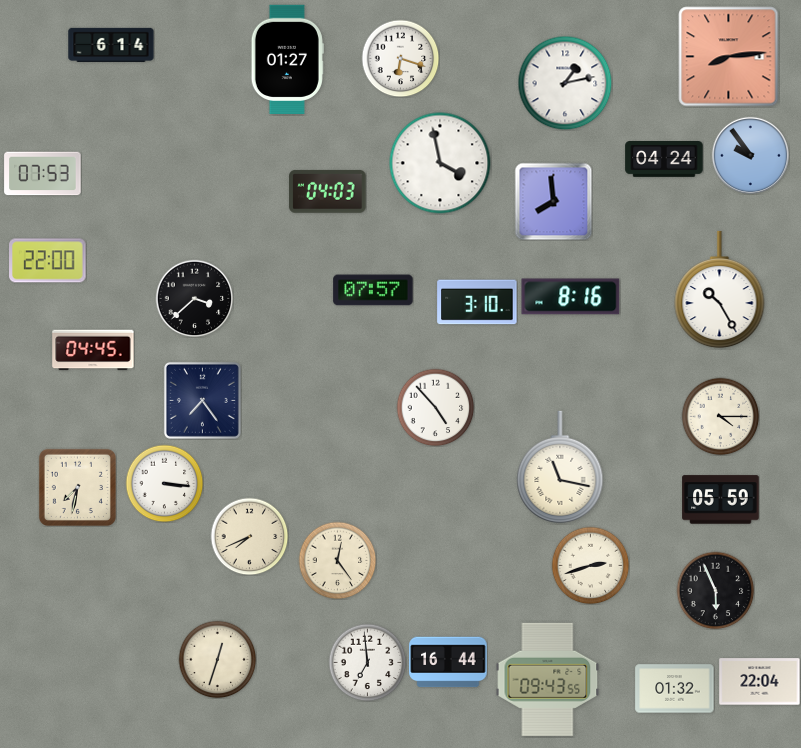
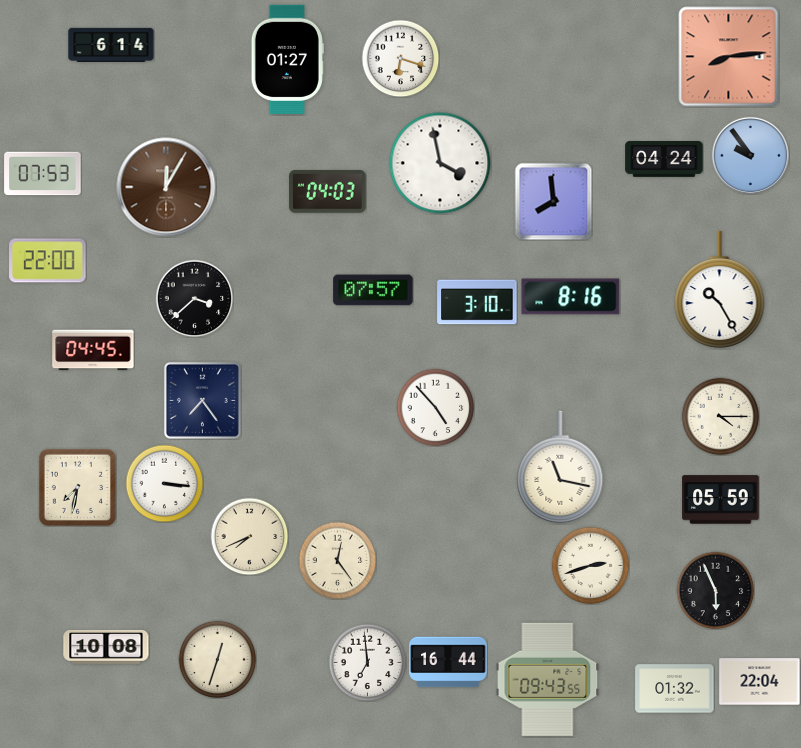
clock at (565, 83): 1:13 -> none
clock at (166, 187): none -> 12:05
clock at (106, 647): none -> 10:08
